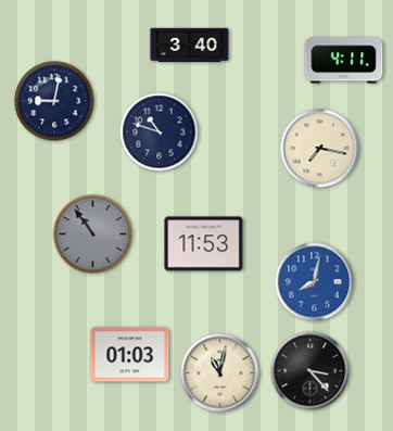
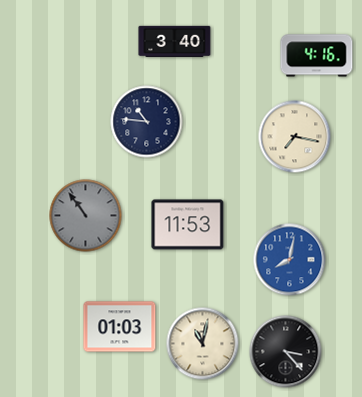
clock at (344, 61): 4:11 -> 4:16
clock at (54, 101): 9:02 -> none
clock at (160, 132): 10:48 -> 10:46
clock at (310, 371) position: (310, 371) -> (286, 352)
